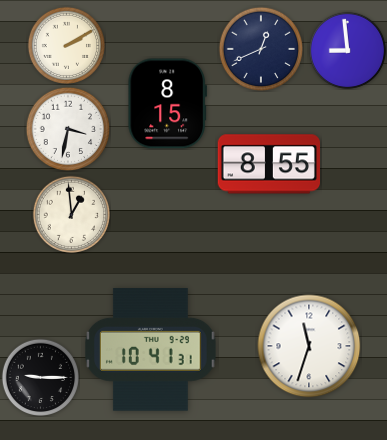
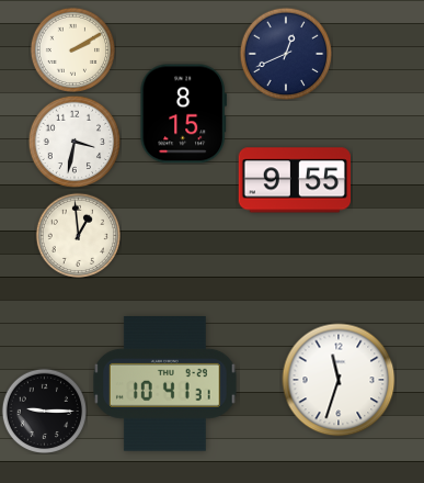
clock at (347, 50): 8:59 -> none
clock at (268, 164): 8:55 -> 9:55
clock at (40, 377) position: (40, 377) -> (44, 411)
